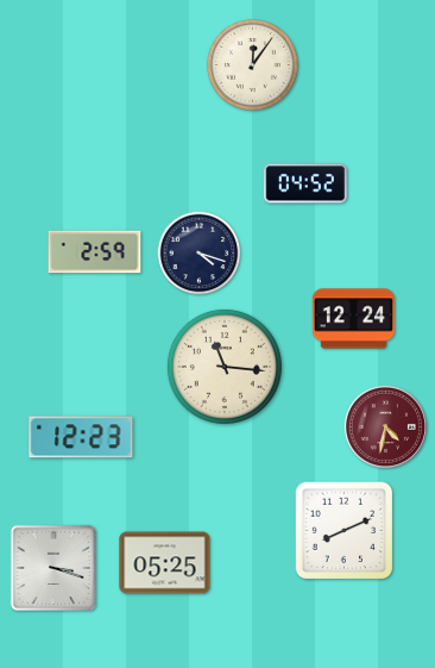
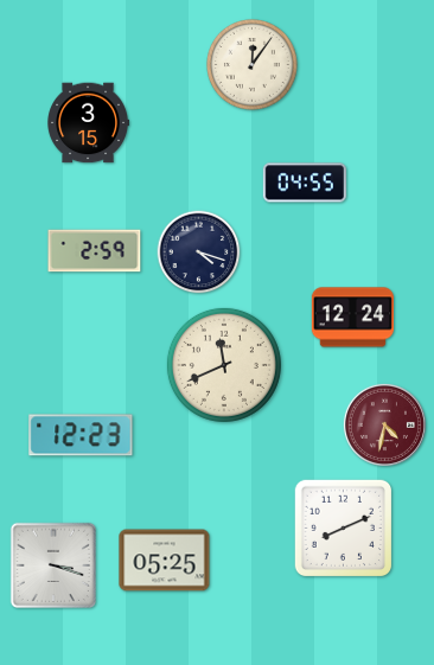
clock at (88, 123): none -> 3:15
clock at (305, 183): 04:52 -> 04:55
clock at (225, 367): 11:16 -> 11:41
